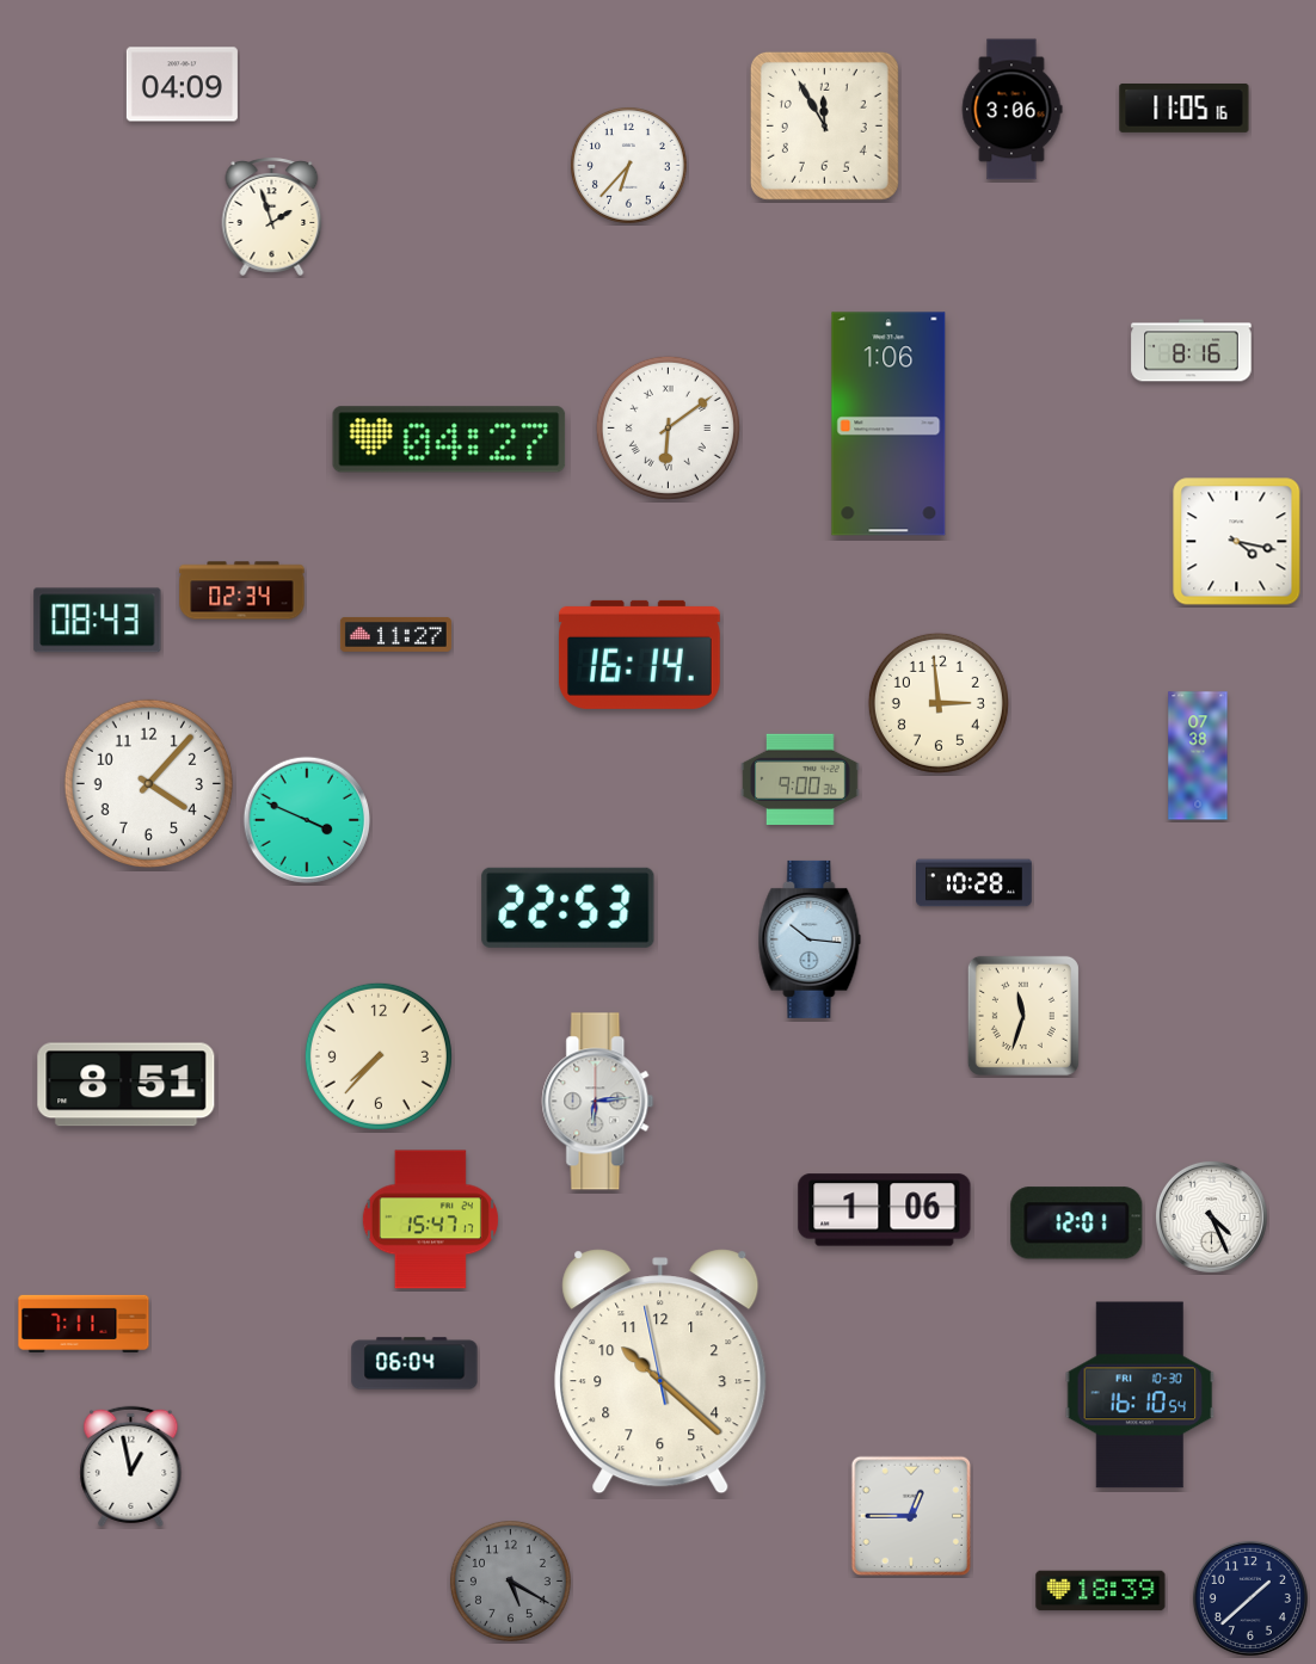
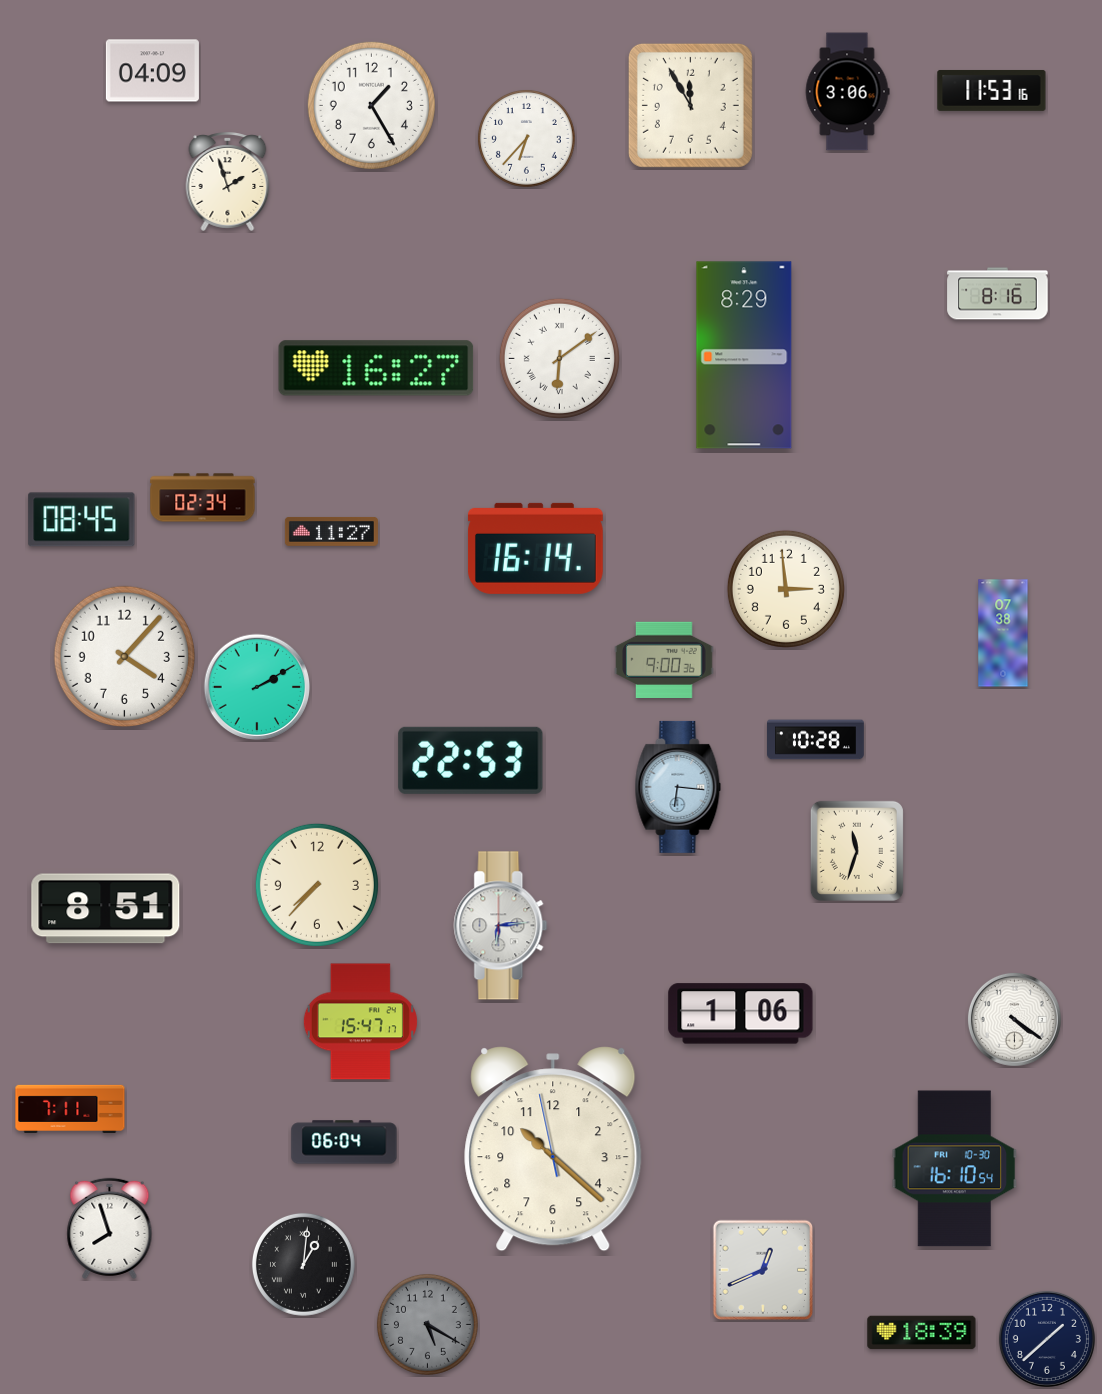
clock at (1185, 107): 11:05 -> 11:53
clock at (371, 105): none -> 1:25
clock at (888, 424): 1:06 -> 8:29
clock at (449, 439): 04:27 -> 16:27
clock at (1237, 542): 4:17 -> none
clock at (242, 591) position: (242, 591) -> (203, 498)
clock at (98, 621): 08:43 -> 08:45
clock at (800, 778) position: (800, 778) -> (664, 659)
clock at (307, 820): 3:49 -> 2:10
clock at (568, 907) position: (568, 907) -> (471, 760)
clock at (810, 939): 10:16 -> 6:16
clock at (598, 1102) position: (598, 1102) -> (501, 926)
clock at (1211, 1216): 4:26 -> 4:21
clock at (1077, 1224): 12:01 -> none
clock at (414, 1363) position: (414, 1363) -> (344, 1142)
clock at (131, 1466): 12:58 -> 7:57
clock at (303, 1264): none -> 1:01
clock at (911, 1516): 12:45 -> 12:41
